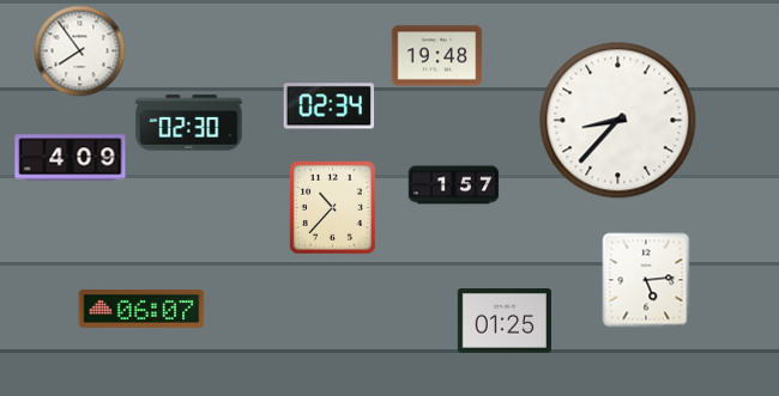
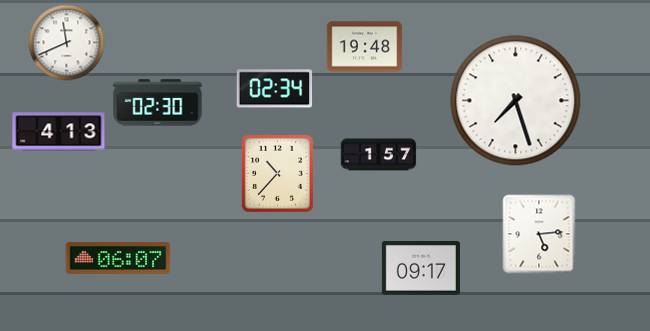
clock at (80, 51): 7:54 -> 11:41
clock at (618, 121): 8:37 -> 7:27
clock at (71, 158): 4:09 -> 4:13
clock at (505, 321): 01:25 -> 09:17
